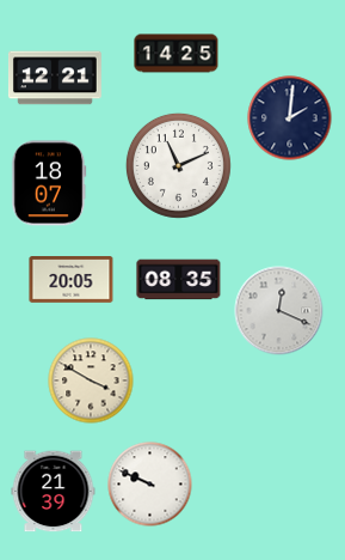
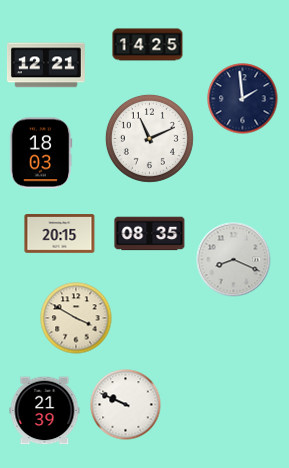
clock at (290, 118): 2:01 -> 1:59
clock at (49, 183): 18:07 -> 18:03
clock at (72, 280): 20:05 -> 20:15
clock at (279, 311): 12:19 -> 8:19
